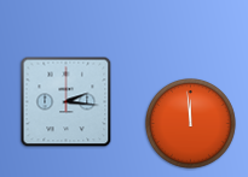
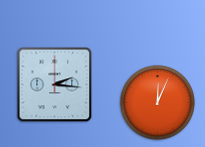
clock at (191, 124): 11:59 -> 12:04
